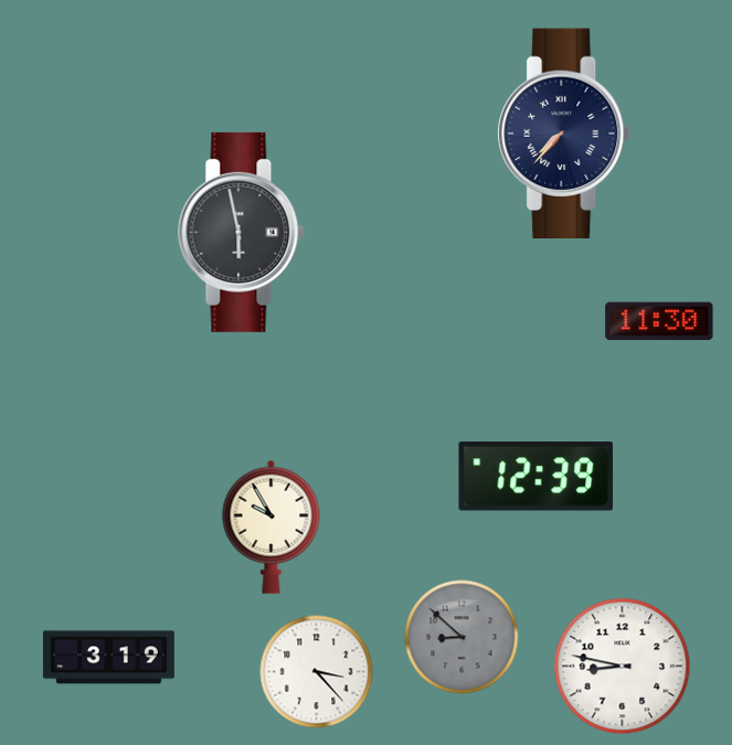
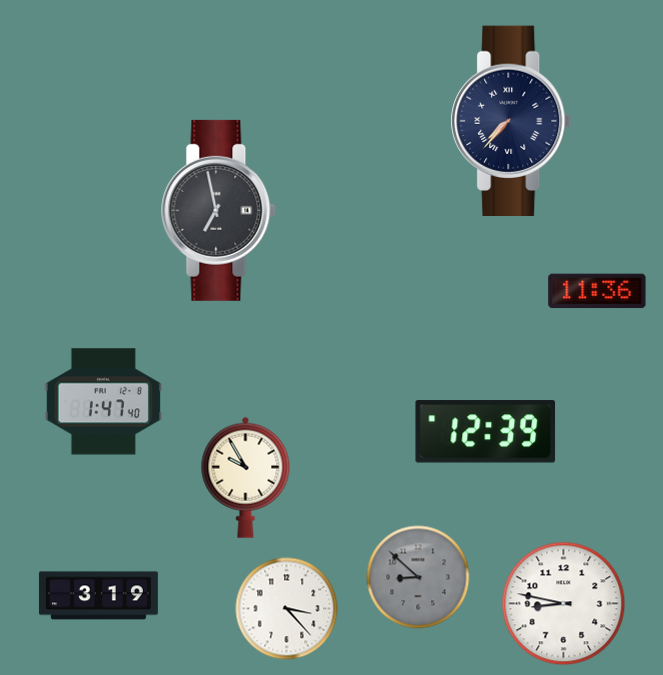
clock at (242, 232): 5:58 -> 6:58
clock at (659, 321): 11:30 -> 11:36
clock at (103, 402): none -> 1:47
